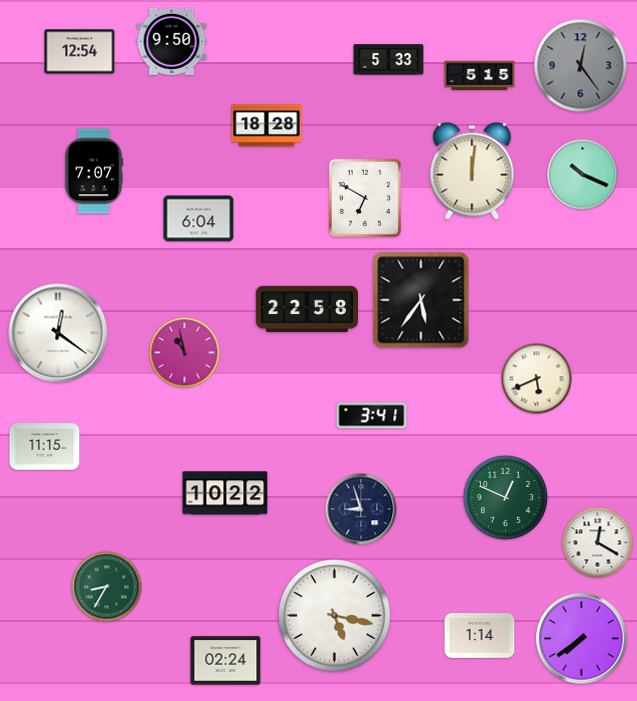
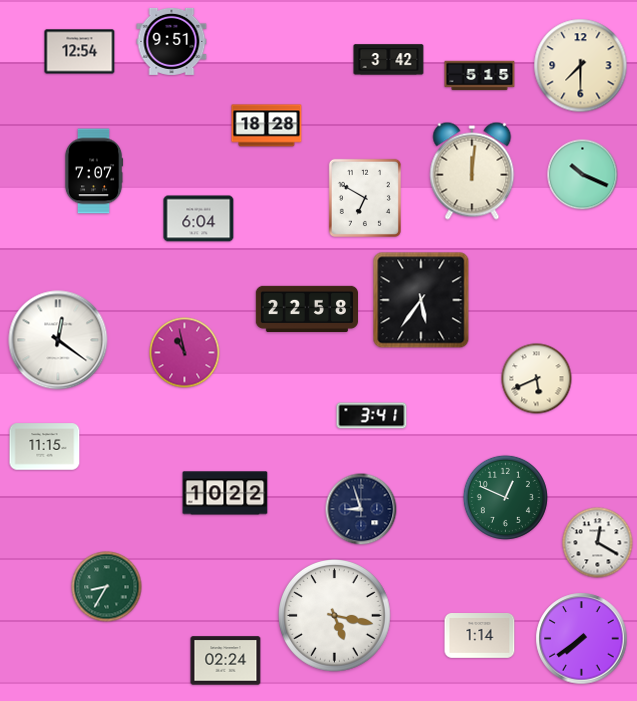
clock at (172, 41): 9:50 -> 9:51
clock at (389, 60): 5:33 -> 3:42
clock at (581, 66): 12:24 -> 7:30
clock at (581, 66) dial: grey -> cream
clock at (58, 333) position: (58, 333) -> (58, 340)
